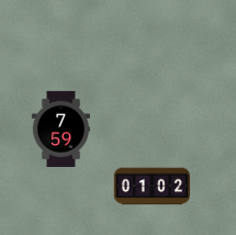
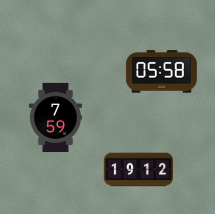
clock at (161, 72): none -> 05:58
clock at (151, 187): 01:02 -> 19:12
